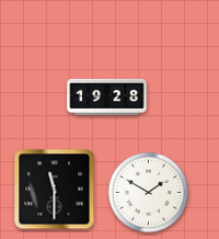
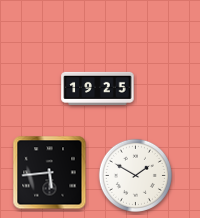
clock at (107, 96): 19:28 -> 19:25
clock at (55, 190): 11:30 -> 5:44
